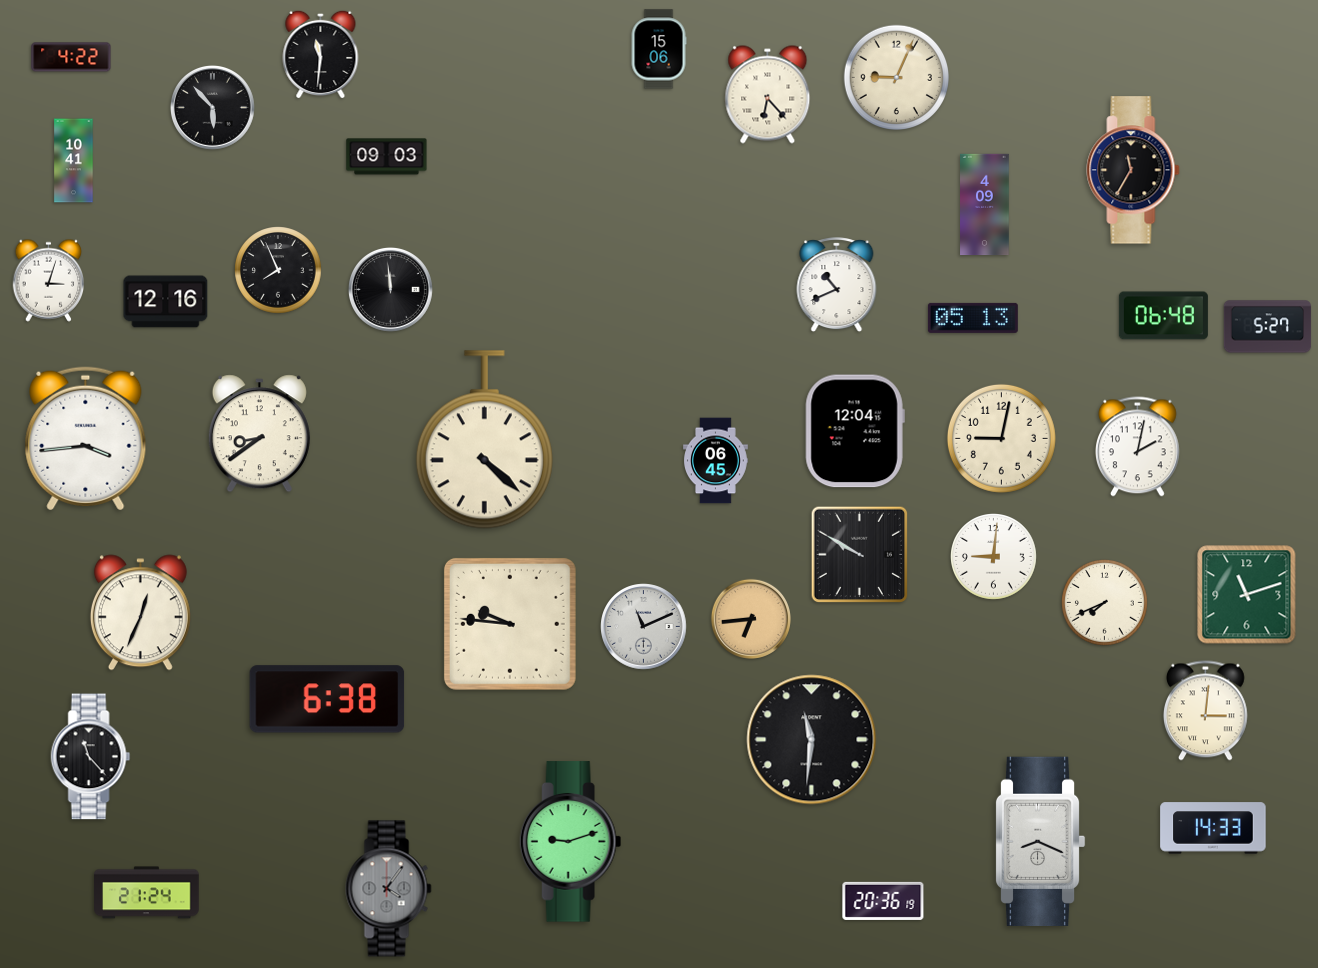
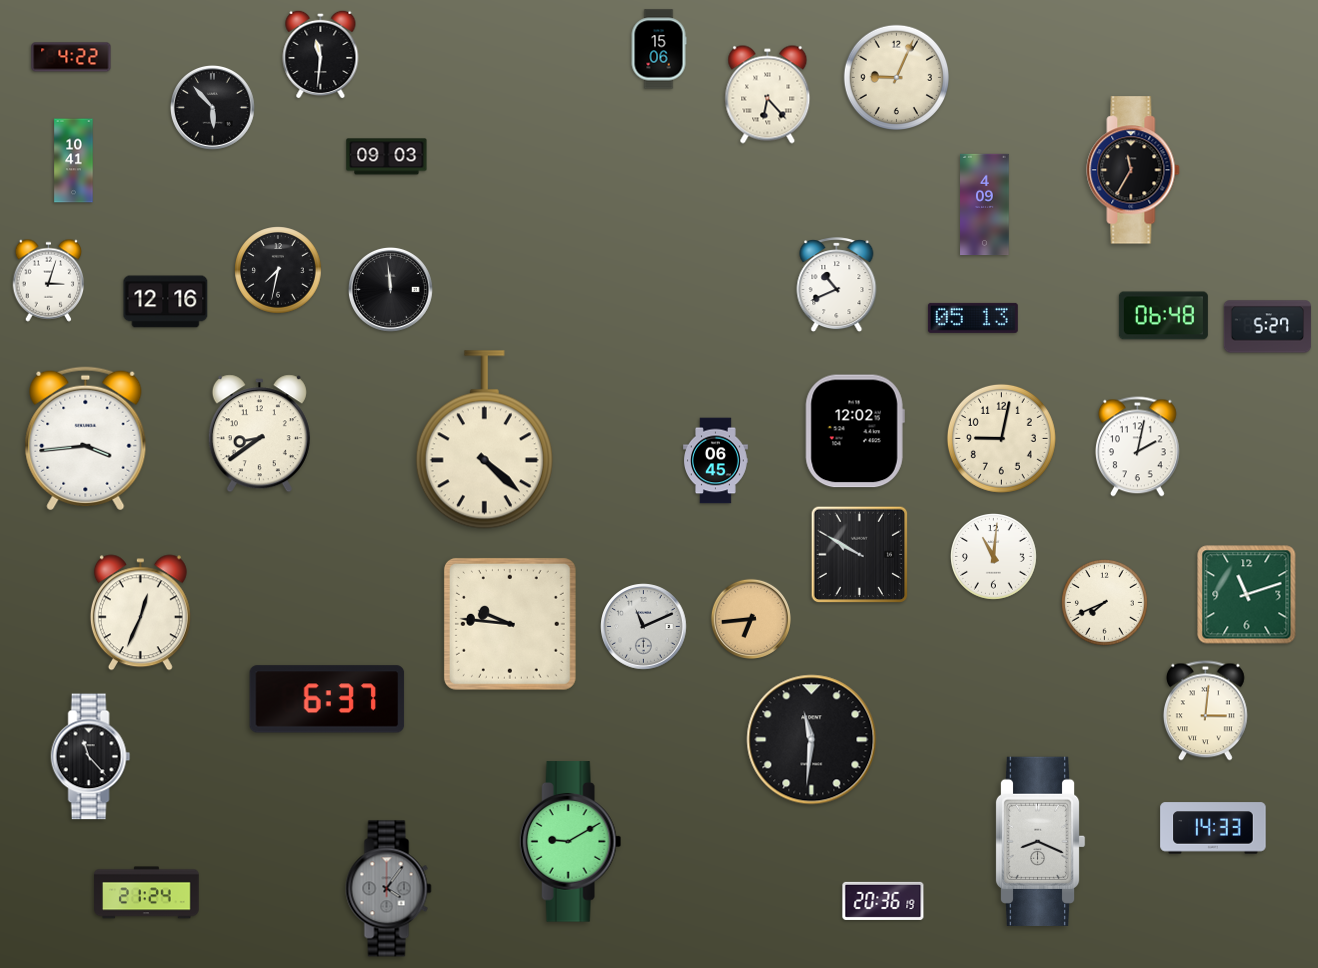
clock at (278, 270): 7:56 -> 7:32
clock at (855, 431): 12:04 -> 12:02
clock at (994, 557): 9:01 -> 11:01
clock at (327, 699): 6:38 -> 6:37
clock at (571, 842): 9:12 -> 9:10
